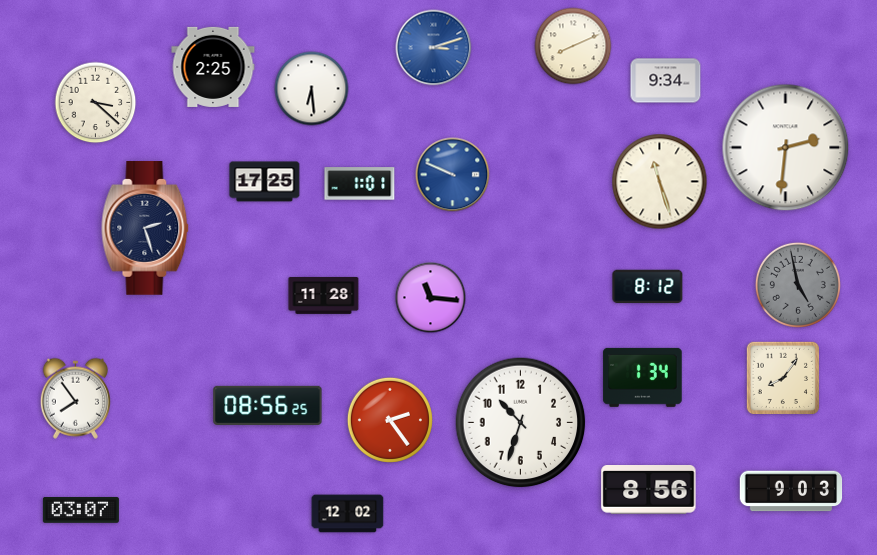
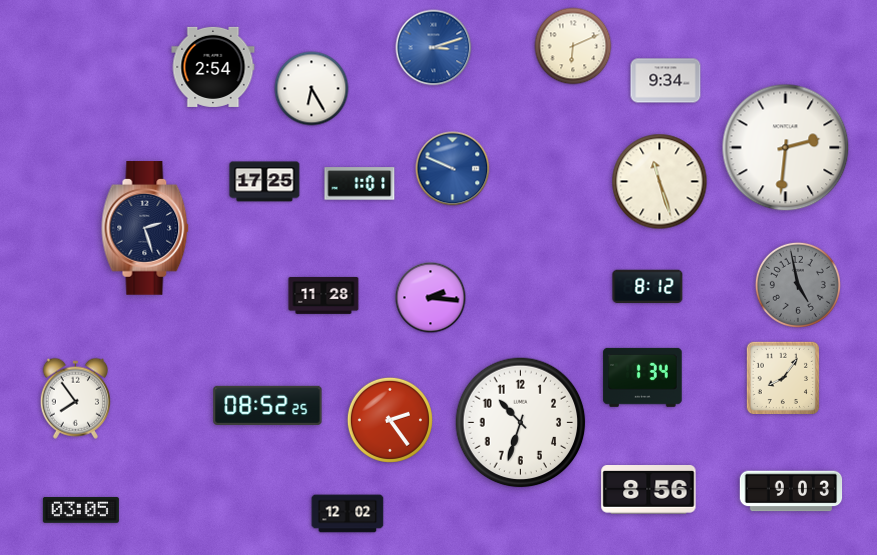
clock at (573, 46): 8:11 -> 6:11
clock at (213, 67): 2:25 -> 2:54
clock at (312, 89): 6:29 -> 6:25
clock at (96, 103): 3:22 -> none
clock at (453, 175) position: (453, 175) -> (453, 169)
clock at (431, 298): 11:16 -> 2:16
clock at (268, 405): 08:56 -> 08:52
clock at (81, 511): 03:07 -> 03:05
